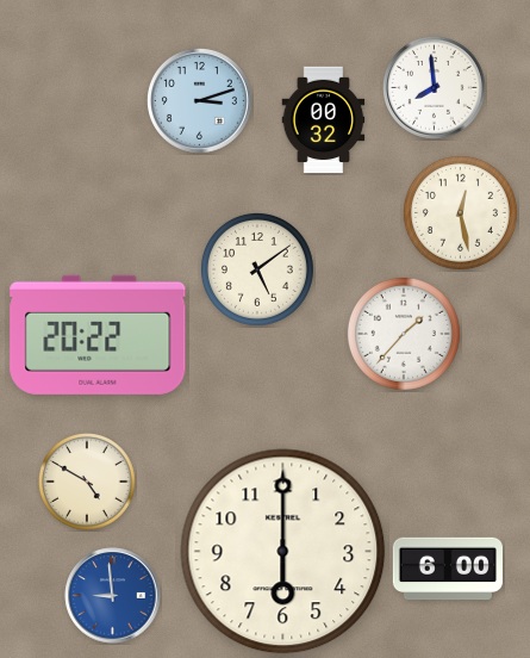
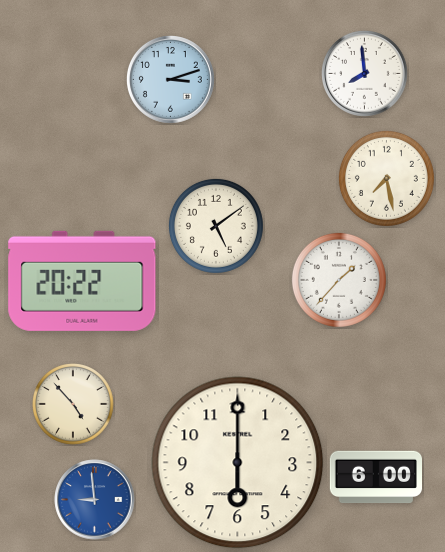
clock at (200, 101) position: (200, 101) -> (171, 80)
clock at (324, 120): 00:32 -> none
clock at (460, 212): 12:28 -> 7:28
clock at (87, 483): 4:50 -> 4:53
